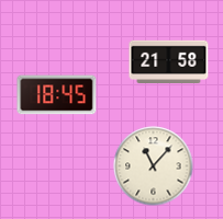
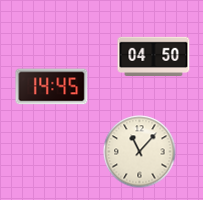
clock at (169, 62): 21:58 -> 04:50
clock at (57, 95): 18:45 -> 14:45
